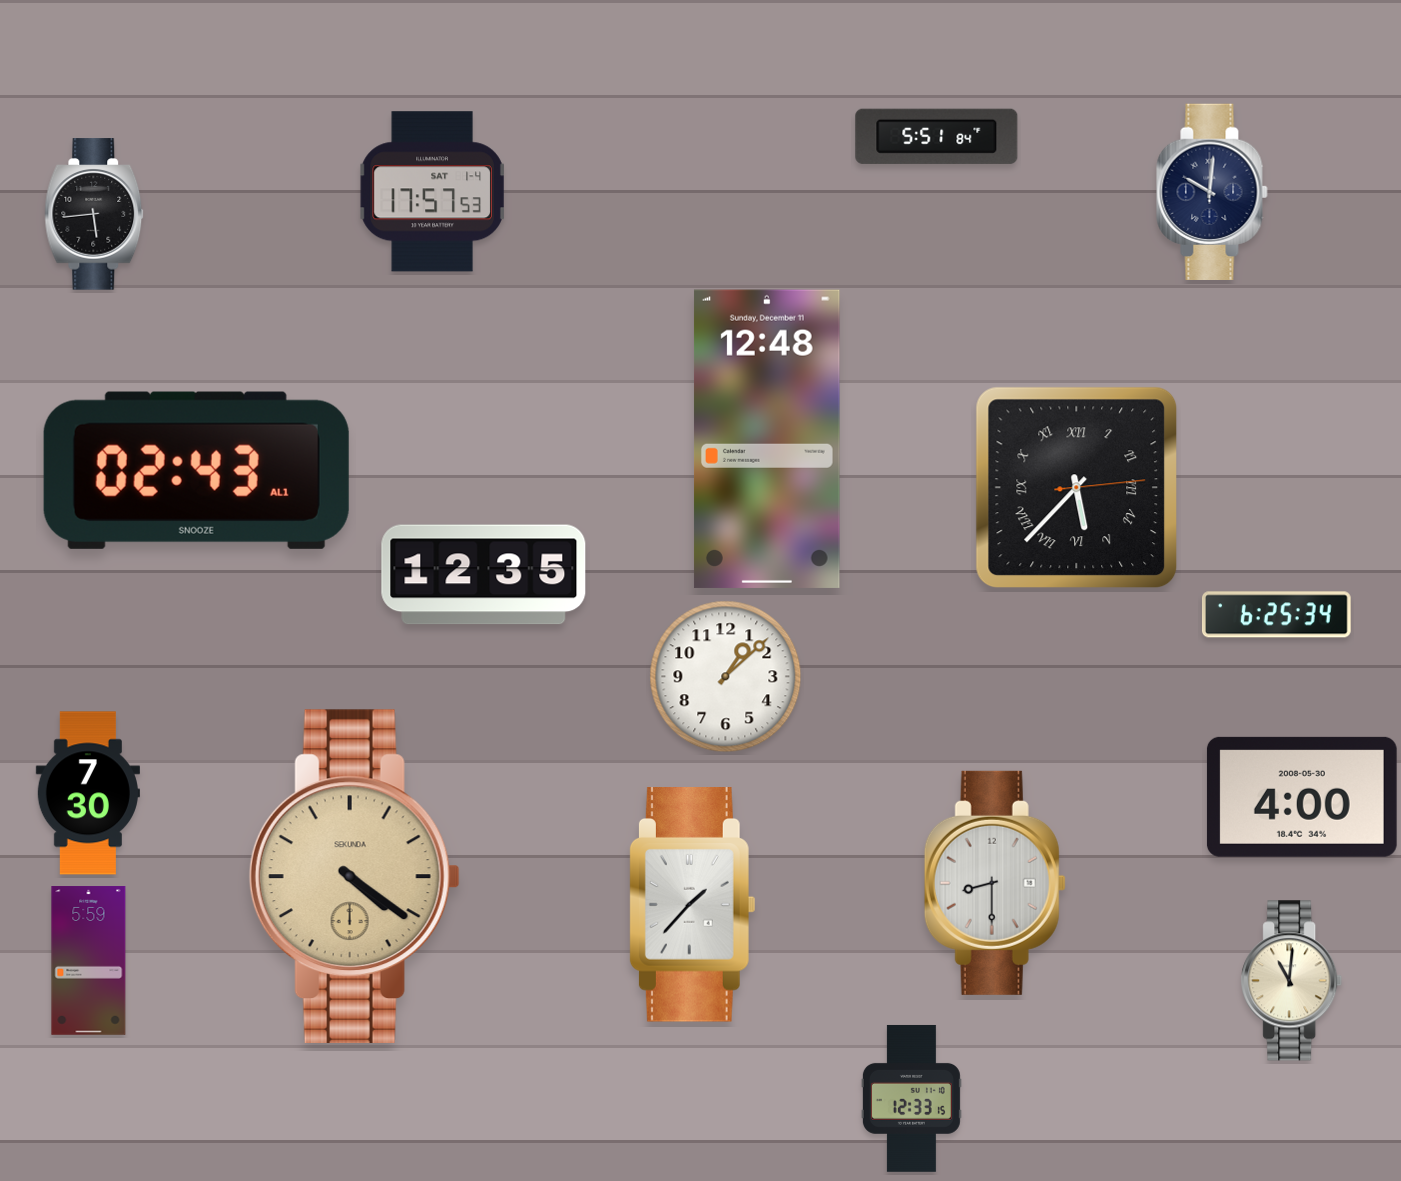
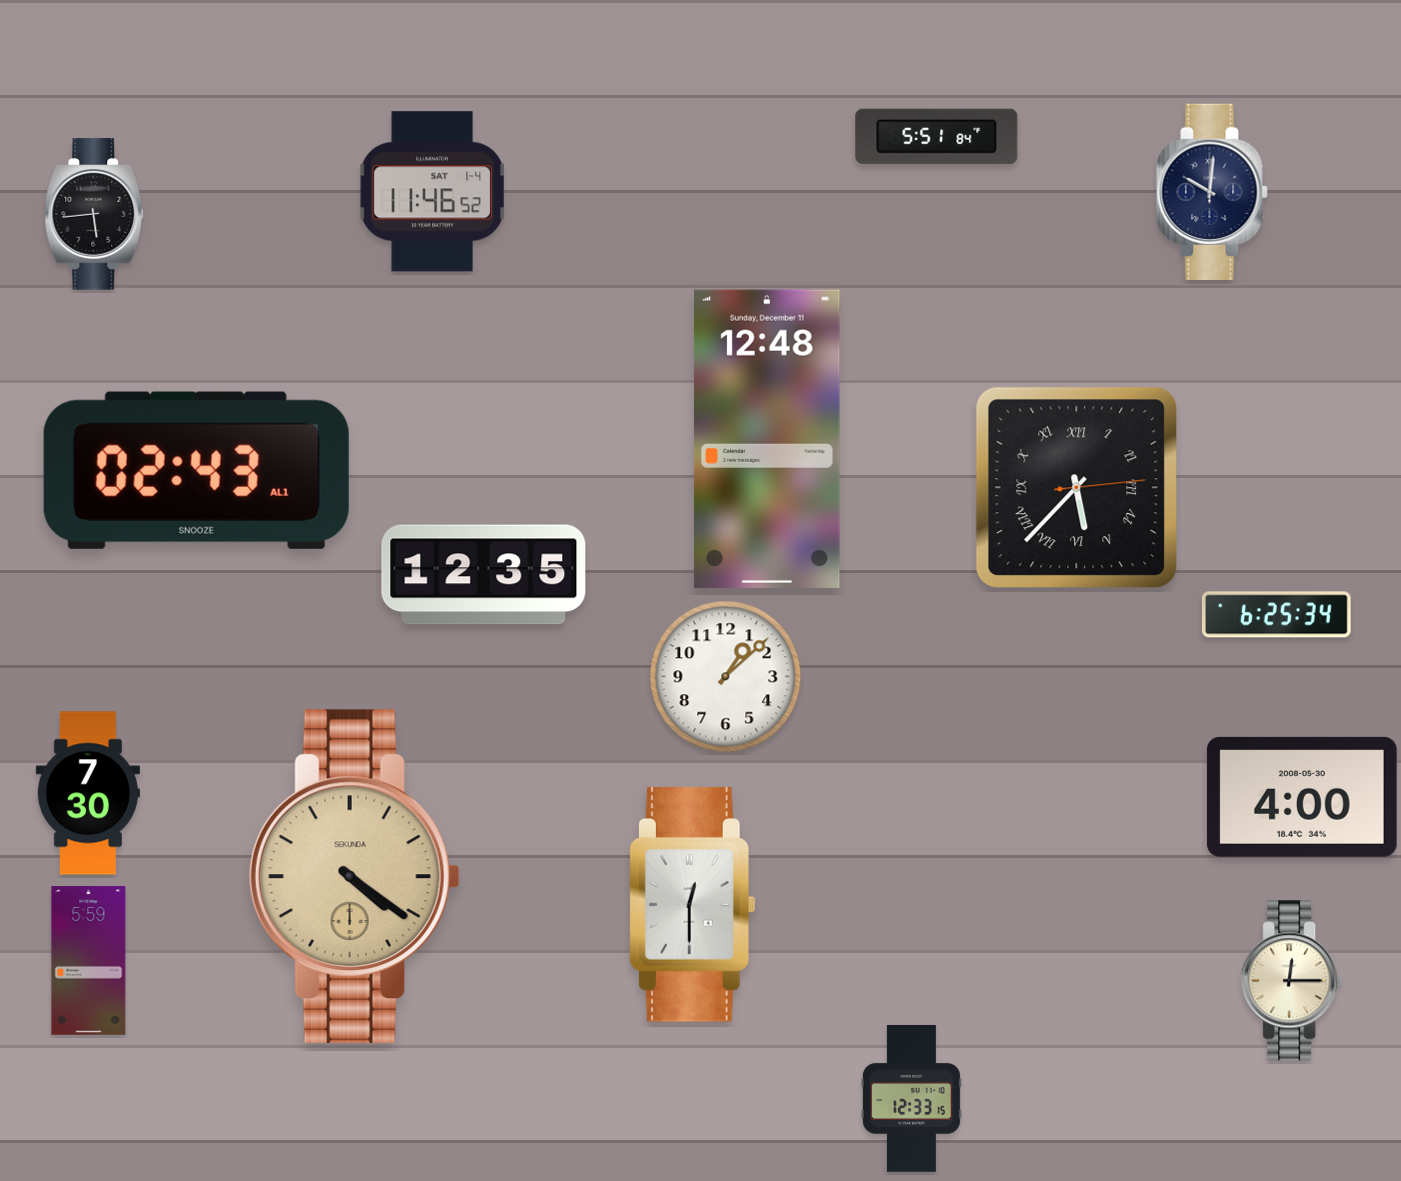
clock at (433, 192): 17:57 -> 11:46
clock at (995, 883): 8:30 -> none
clock at (692, 905): 1:37 -> 12:30
clock at (1292, 981): 11:01 -> 12:15
